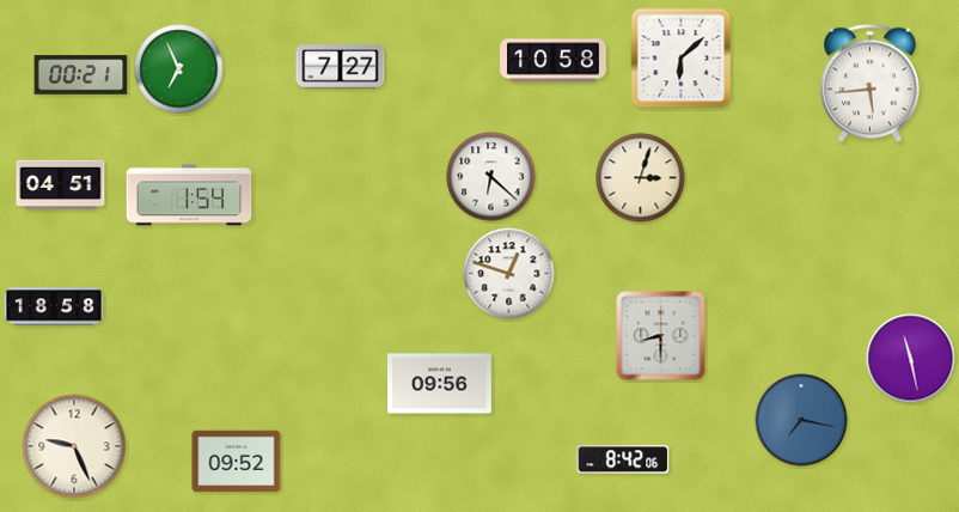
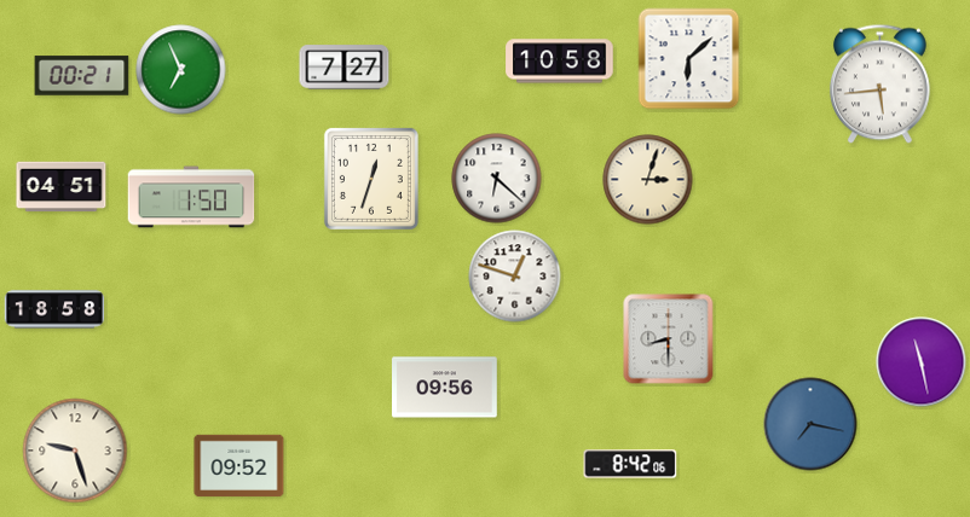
clock at (371, 179): none -> 12:33
clock at (189, 195): 1:54 -> 1:50
clock at (74, 446): 9:26 -> 9:27
